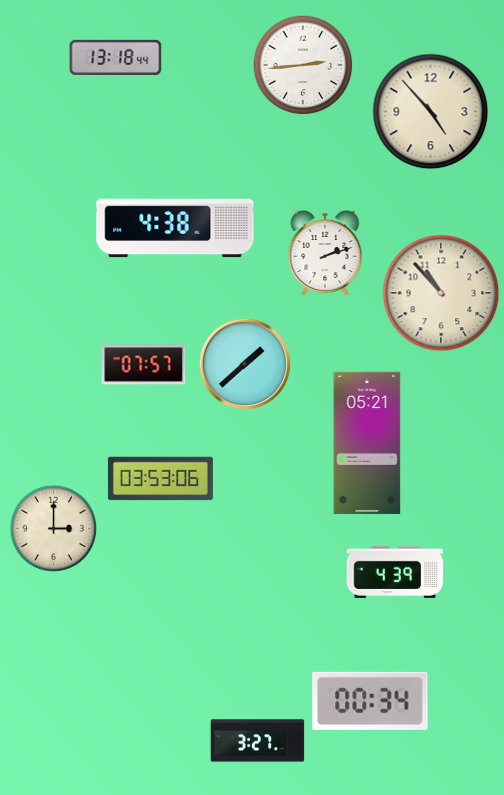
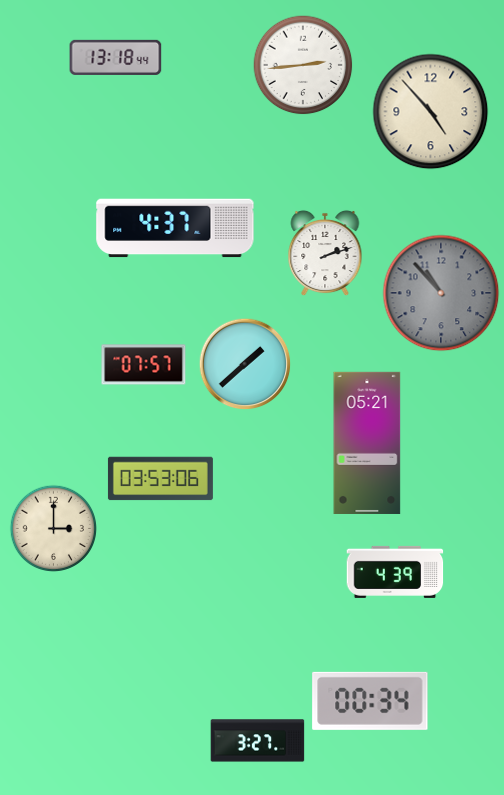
clock at (175, 228): 4:38 -> 4:37
clock at (441, 293) dial: cream -> grey
